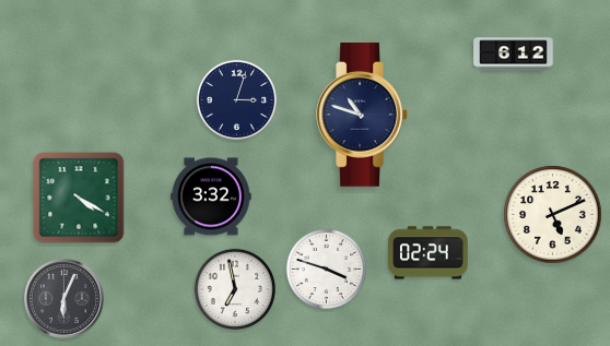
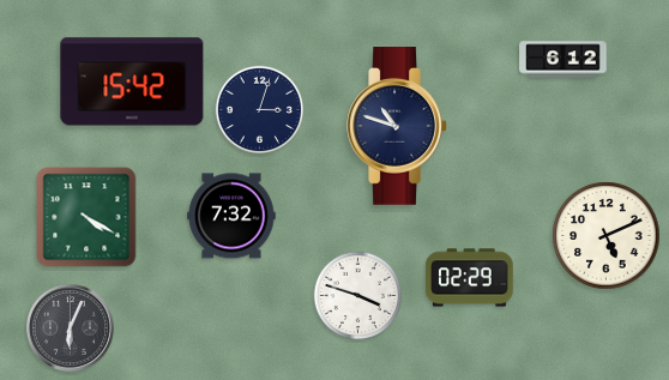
clock at (132, 82): none -> 15:42
clock at (211, 196): 3:32 -> 7:32
clock at (429, 253): 02:24 -> 02:29
clock at (235, 289): 6:58 -> none
